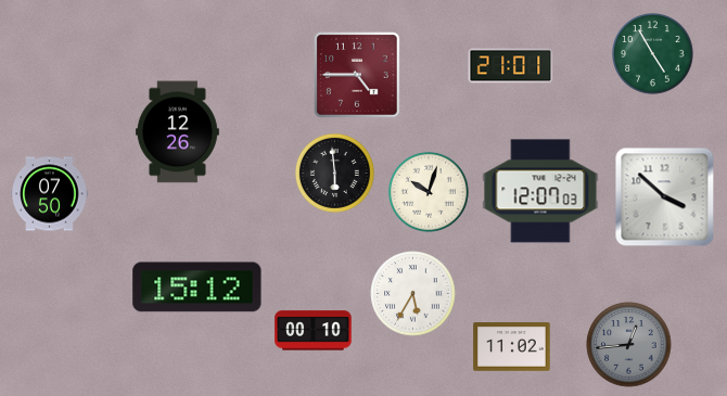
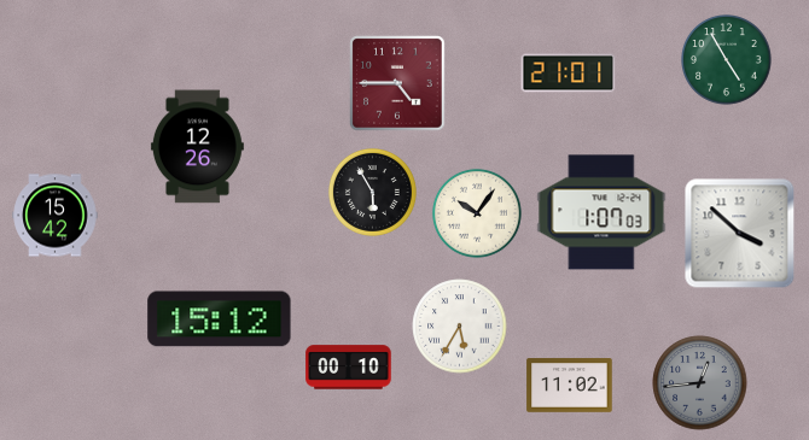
clock at (334, 173): 5:59 -> 5:55
clock at (540, 191): 12:07 -> 1:07
clock at (429, 192): 10:03 -> 10:06
clock at (50, 194): 07:50 -> 15:42
clock at (665, 197) position: (665, 197) -> (740, 234)
